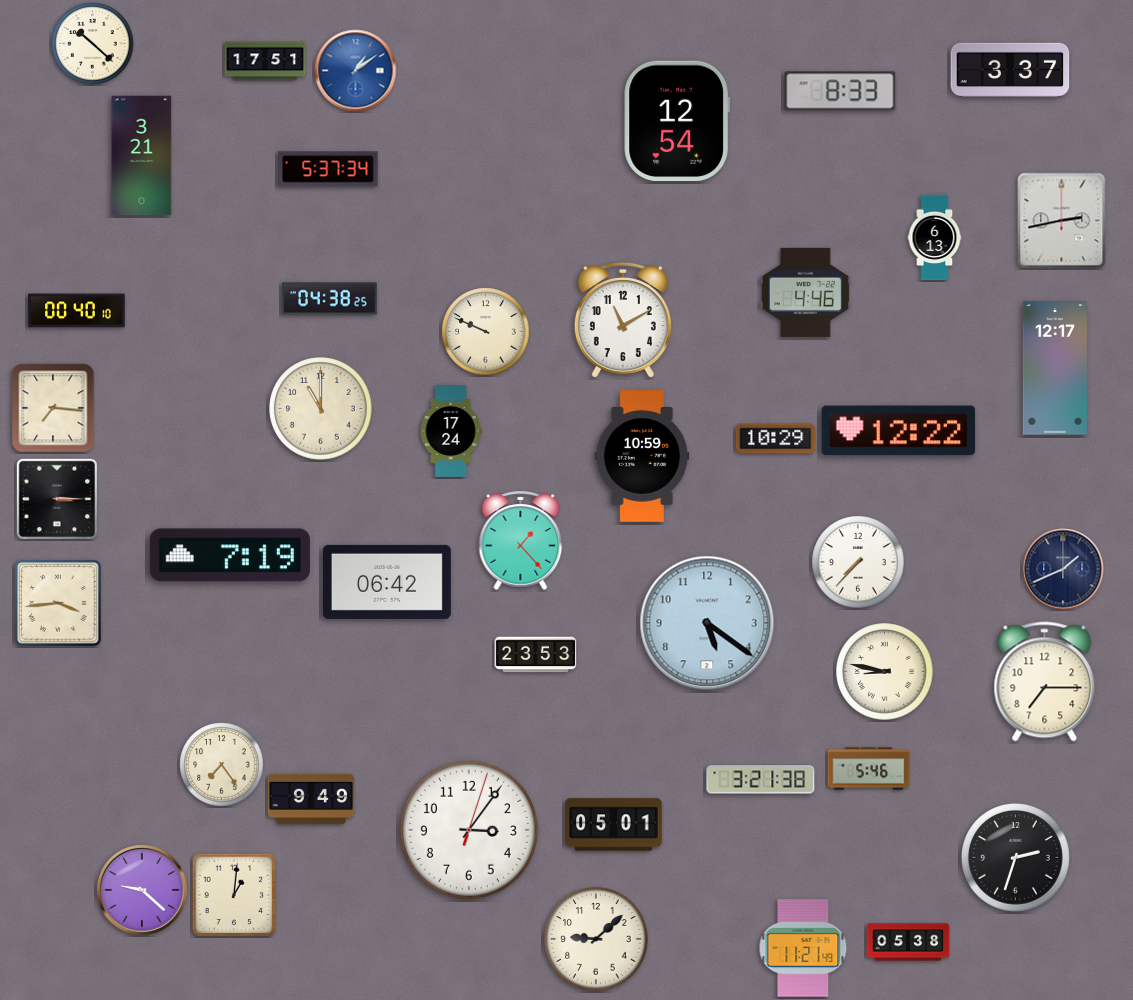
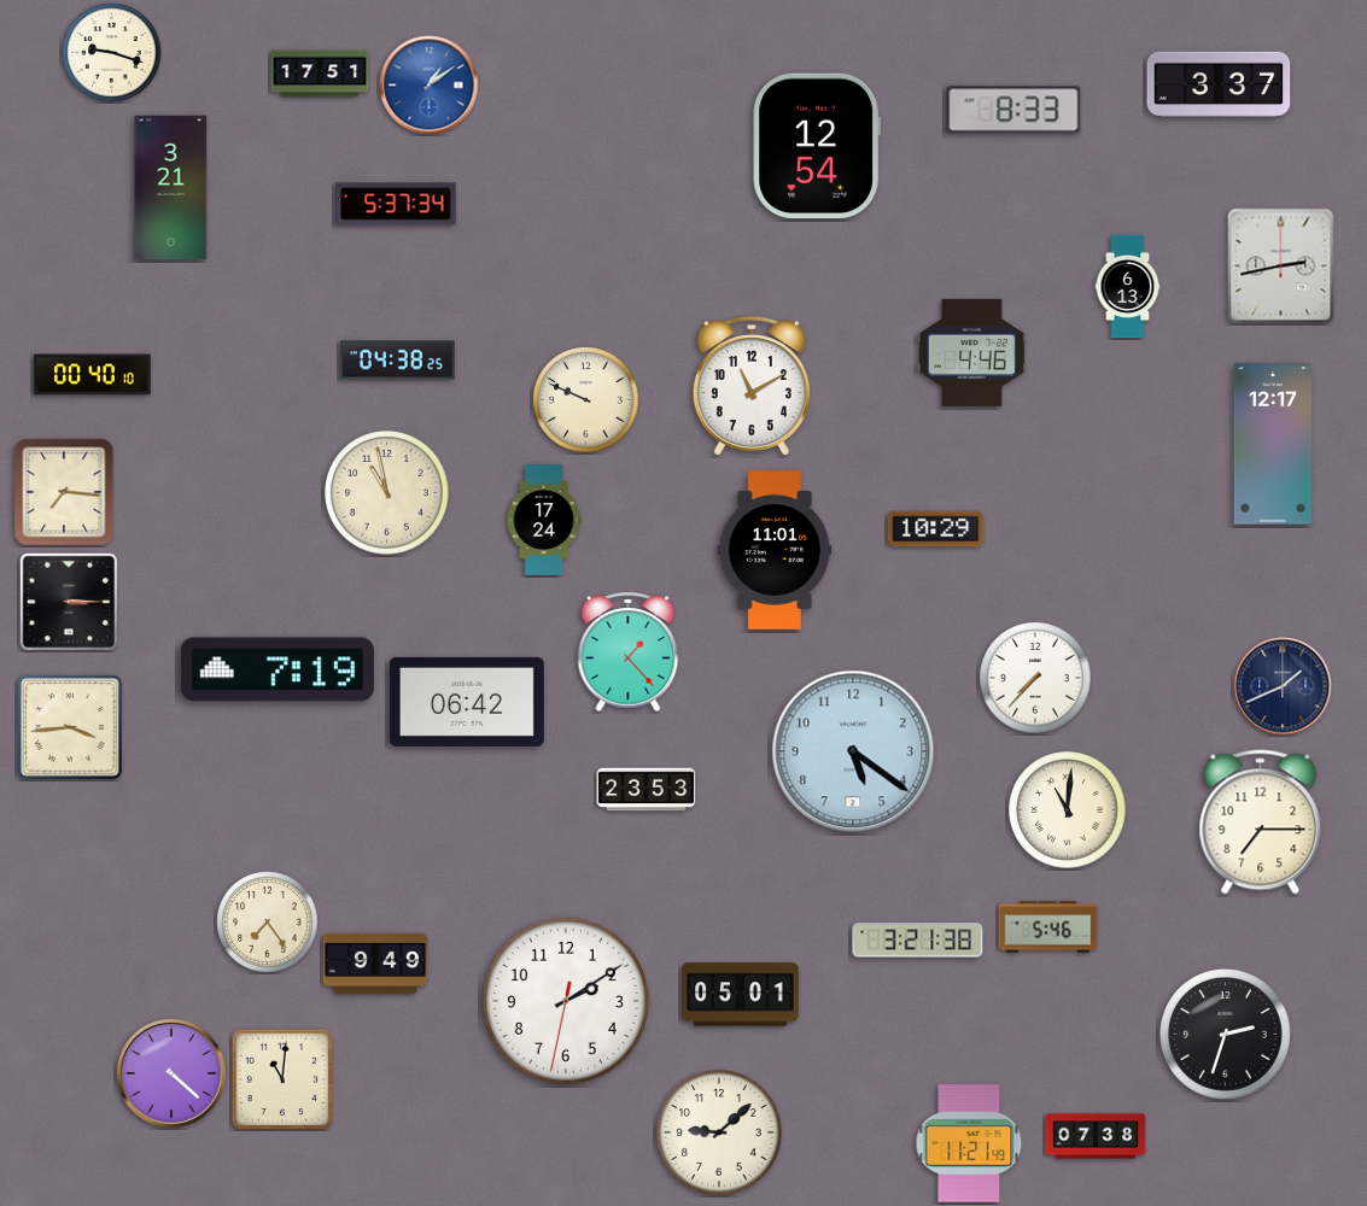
clock at (93, 44): 10:22 -> 9:18
clock at (321, 409): 11:00 -> 10:58
clock at (899, 431): 12:22 -> none
clock at (642, 456): 10:59 -> 11:01
clock at (885, 672): 8:47 -> 11:01
clock at (469, 830): 3:06 -> 2:09
clock at (142, 890): 9:22 -> 4:22
clock at (234, 895): 1:01 -> 11:01
clock at (908, 942): 05:38 -> 07:38
